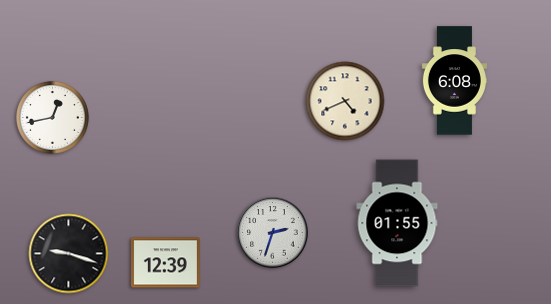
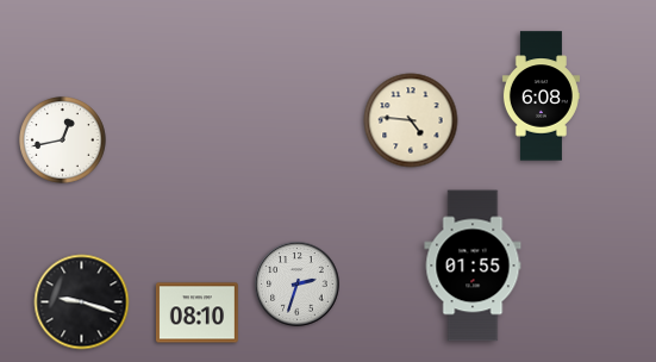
clock at (345, 101): 4:41 -> 4:46
clock at (273, 233) position: (273, 233) -> (298, 285)
clock at (165, 263): 12:39 -> 08:10
